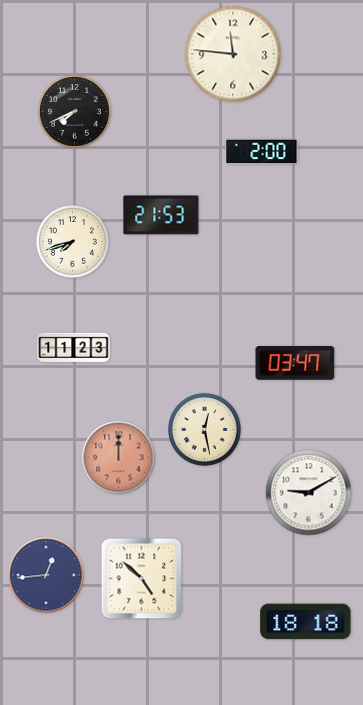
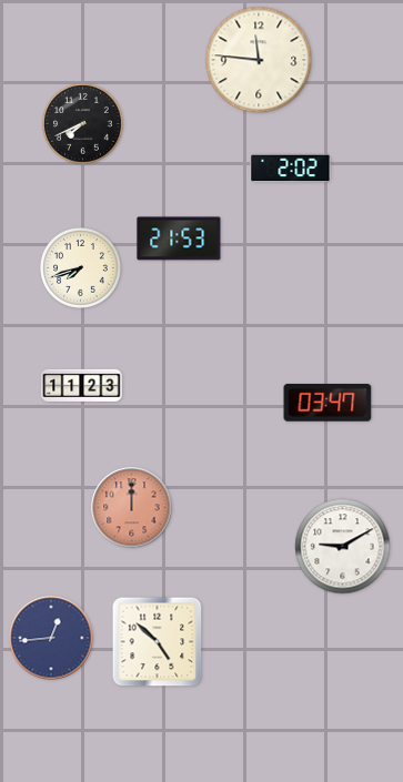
clock at (262, 152): 2:00 -> 2:02
clock at (205, 430): 12:28 -> none
clock at (306, 622): 18:18 -> none
